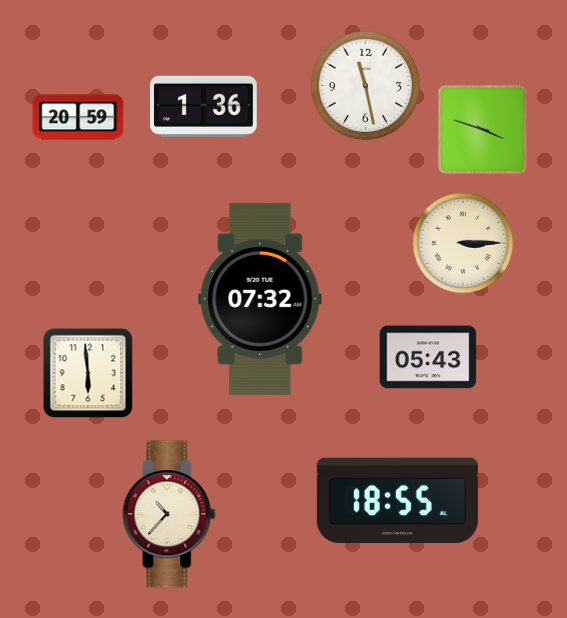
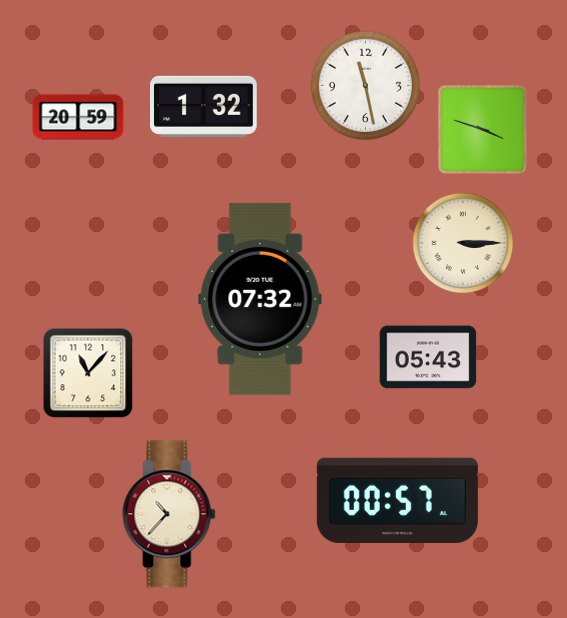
clock at (204, 106): 1:36 -> 1:32
clock at (88, 373): 5:59 -> 11:07
clock at (397, 500): 18:55 -> 00:57
